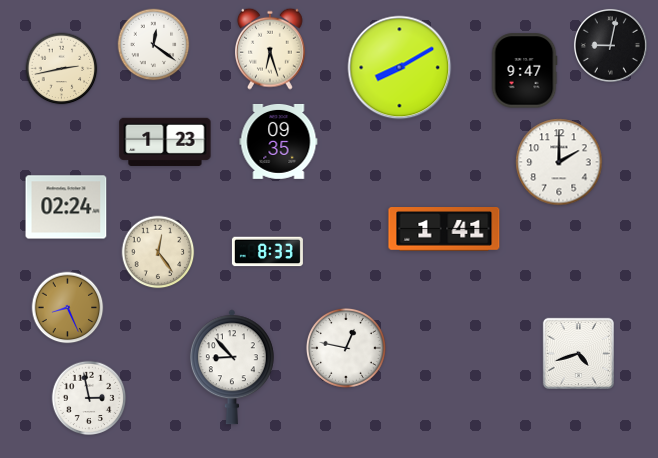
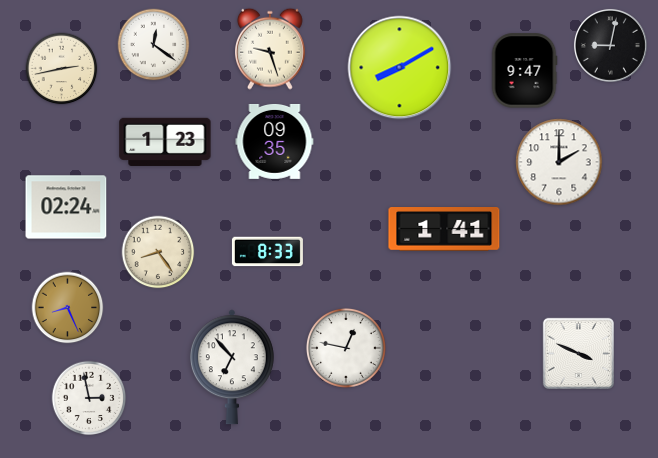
clock at (271, 49): 6:27 -> 9:27
clock at (279, 141) position: (279, 141) -> (275, 141)
clock at (158, 252): 12:24 -> 8:24
clock at (578, 353): 4:42 -> 3:49
clock at (232, 367): 8:53 -> 6:53
